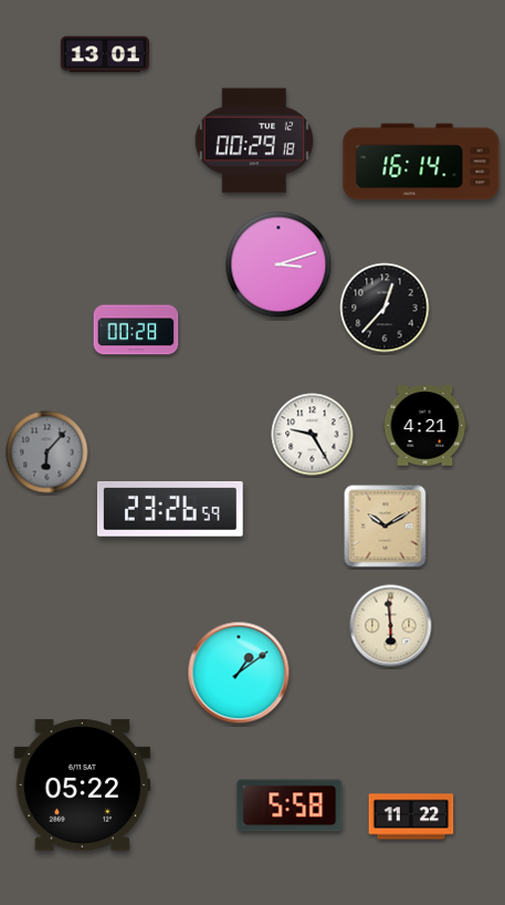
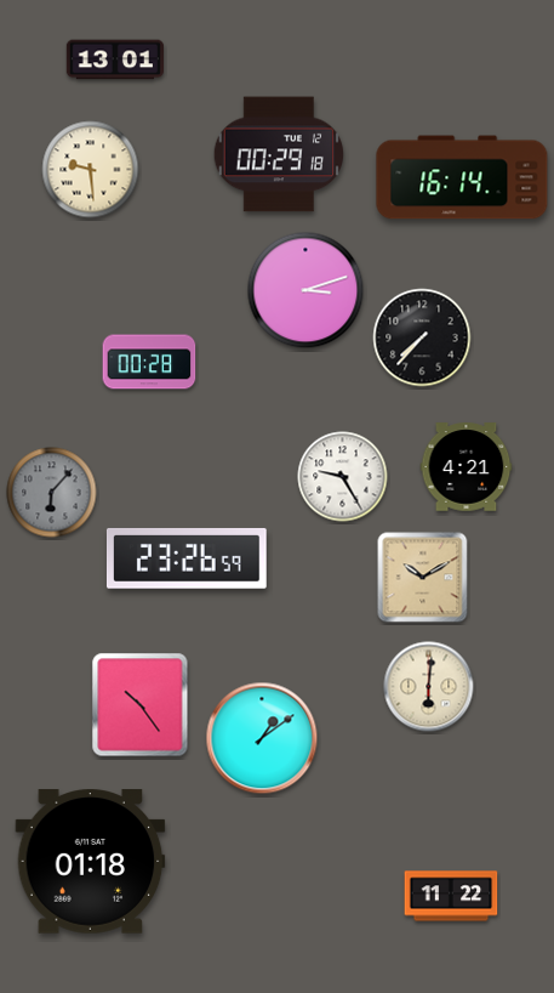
clock at (91, 170): none -> 9:29
clock at (385, 308): 12:37 -> 7:37
clock at (48, 452) position: (48, 452) -> (52, 493)
clock at (391, 626): 5:59 -> 6:01
clock at (141, 705): none -> 10:24
clock at (83, 786): 05:22 -> 01:18
clock at (290, 805): 5:58 -> none
